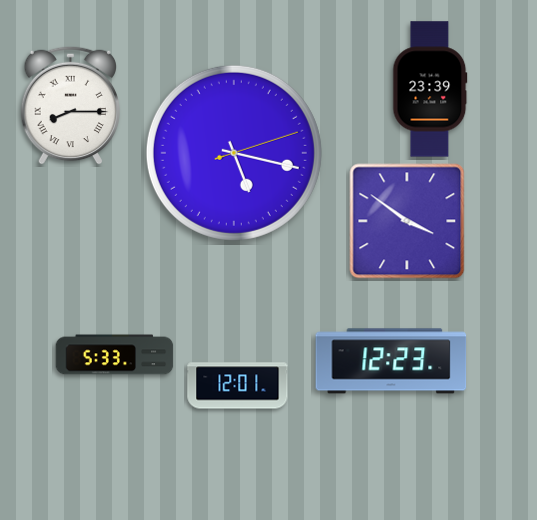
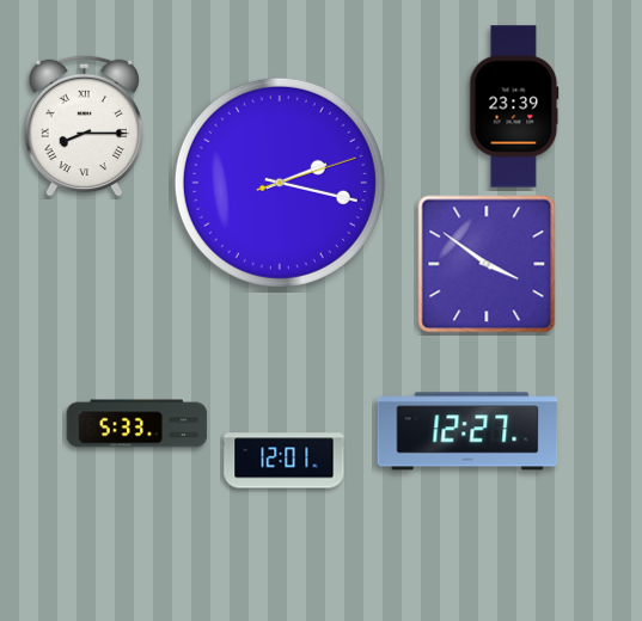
clock at (234, 153): 5:17 -> 2:17
clock at (391, 361): 12:23 -> 12:27
